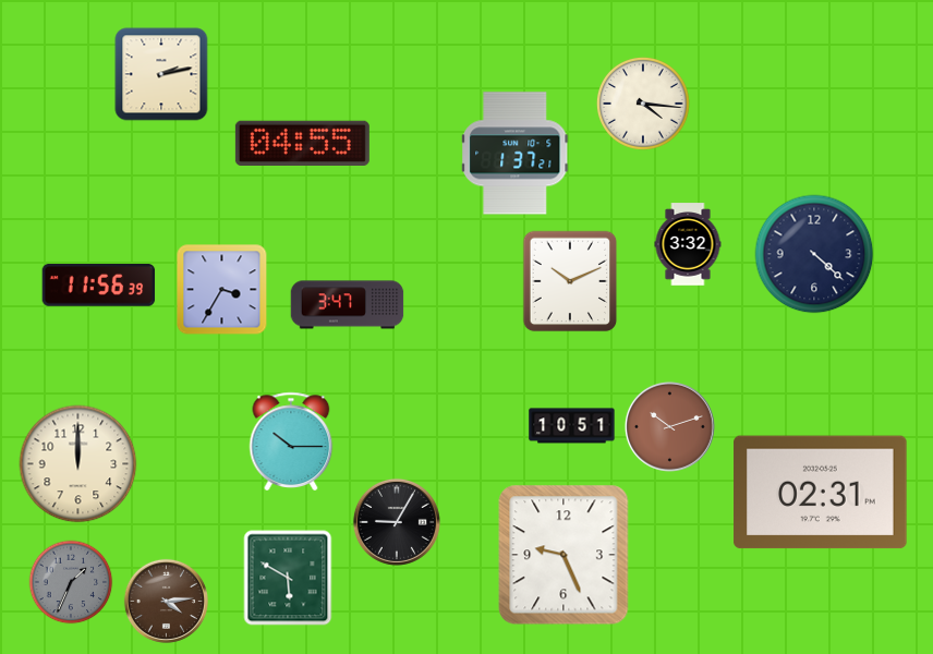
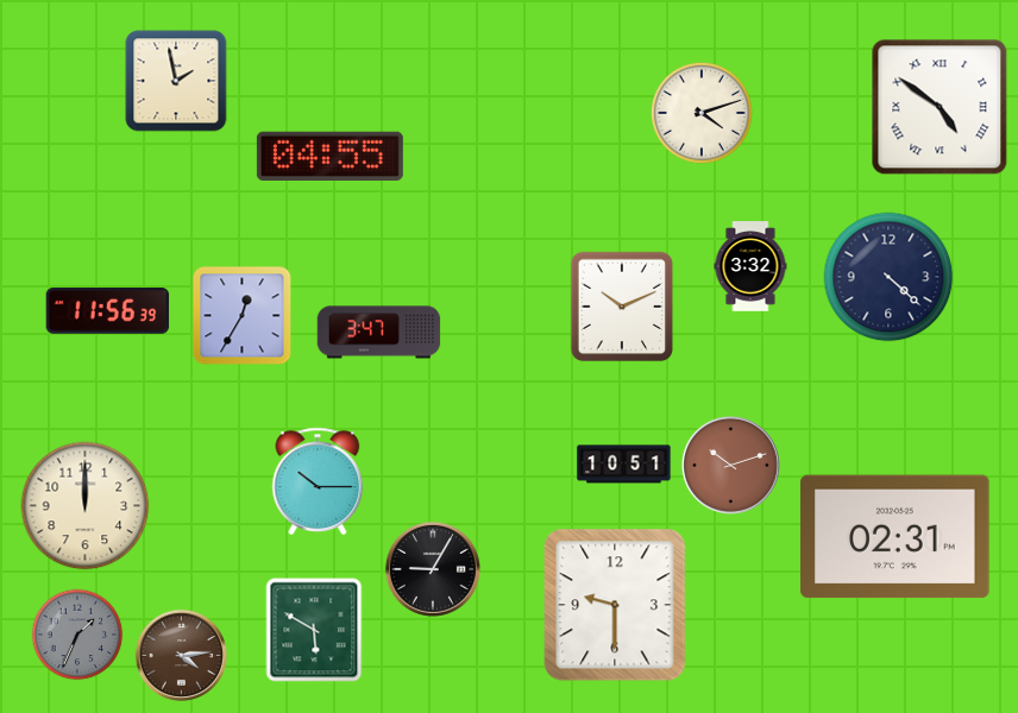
clock at (161, 74): 2:13 -> 1:58
clock at (940, 107): none -> 4:51
clock at (643, 104): 4:16 -> 4:12
clock at (516, 154): 1:37 -> none
clock at (222, 290): 3:35 -> 12:35
clock at (564, 555): 9:26 -> 9:30
